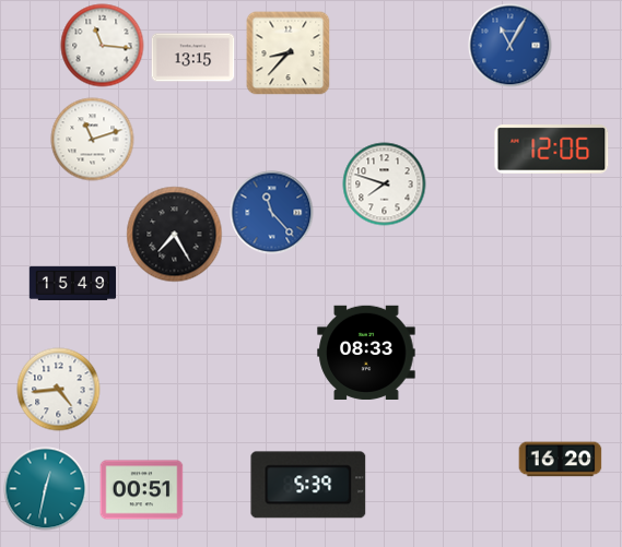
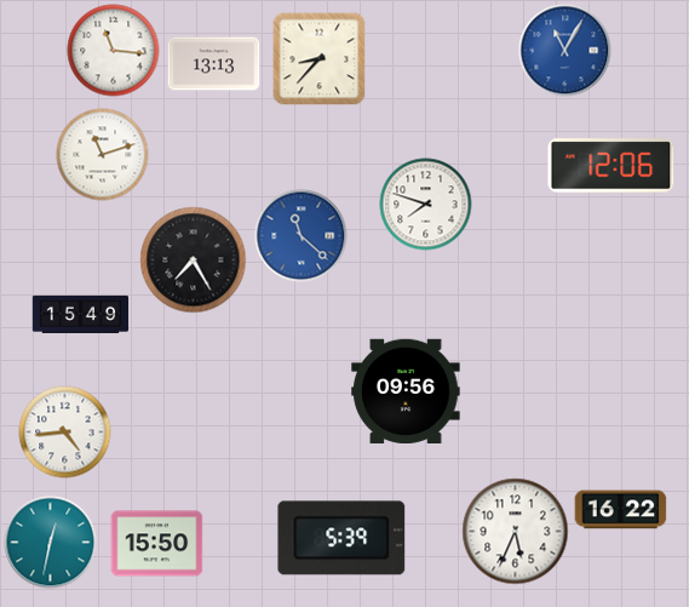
clock at (193, 58): 13:15 -> 13:13
clock at (272, 213): 11:23 -> 11:22
clock at (366, 352): 08:33 -> 09:56
clock at (561, 460): 16:20 -> 16:22
clock at (516, 532): none -> 5:34
clock at (142, 490): 00:51 -> 15:50
